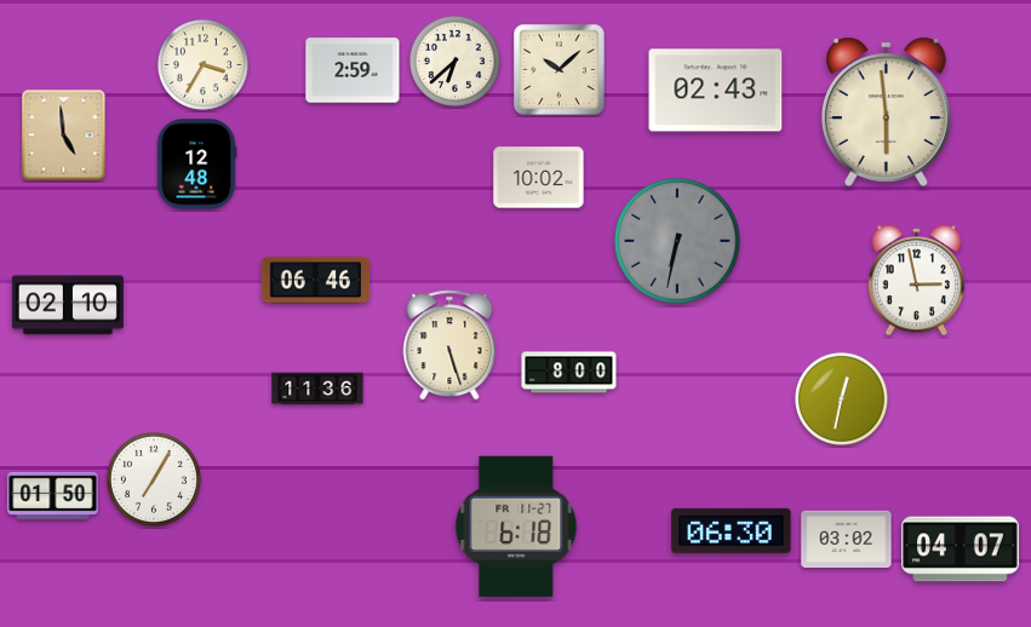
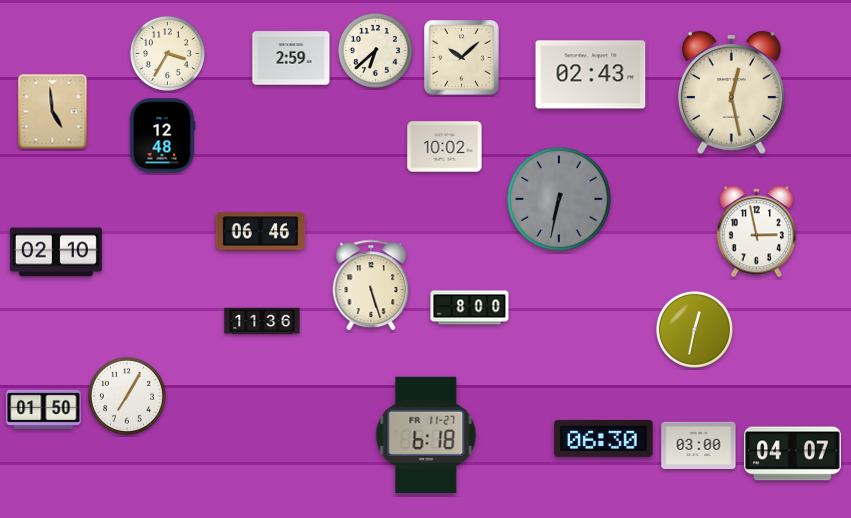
clock at (886, 111): 5:59 -> 12:28
clock at (847, 539): 03:02 -> 03:00
